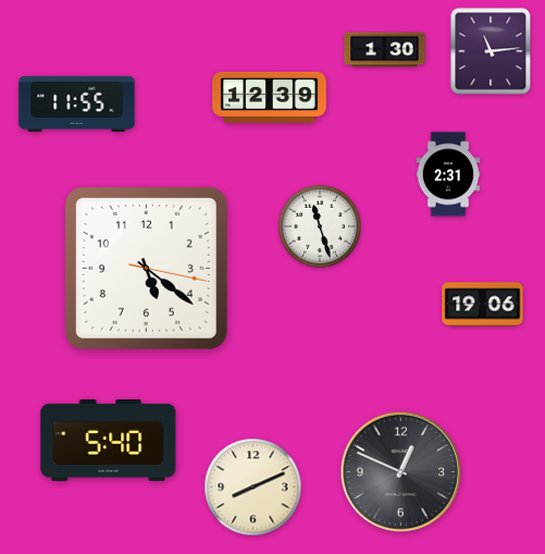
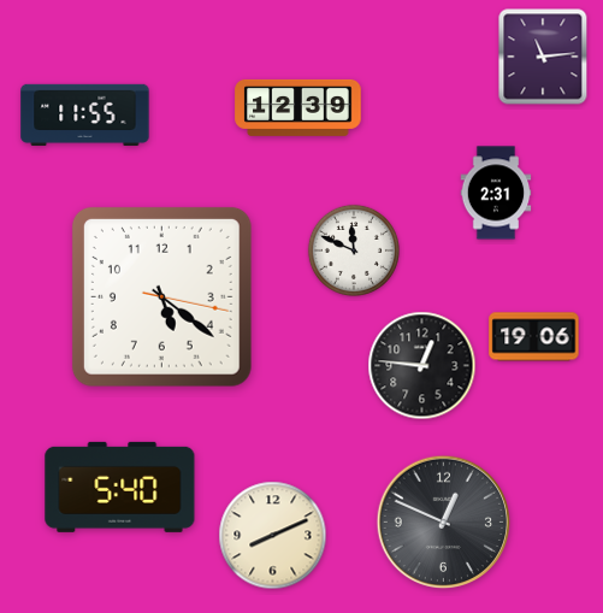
clock at (385, 50): 1:30 -> none
clock at (320, 226): 11:27 -> 11:49
clock at (422, 366): none -> 12:46
clock at (253, 488) position: (253, 488) -> (273, 536)
